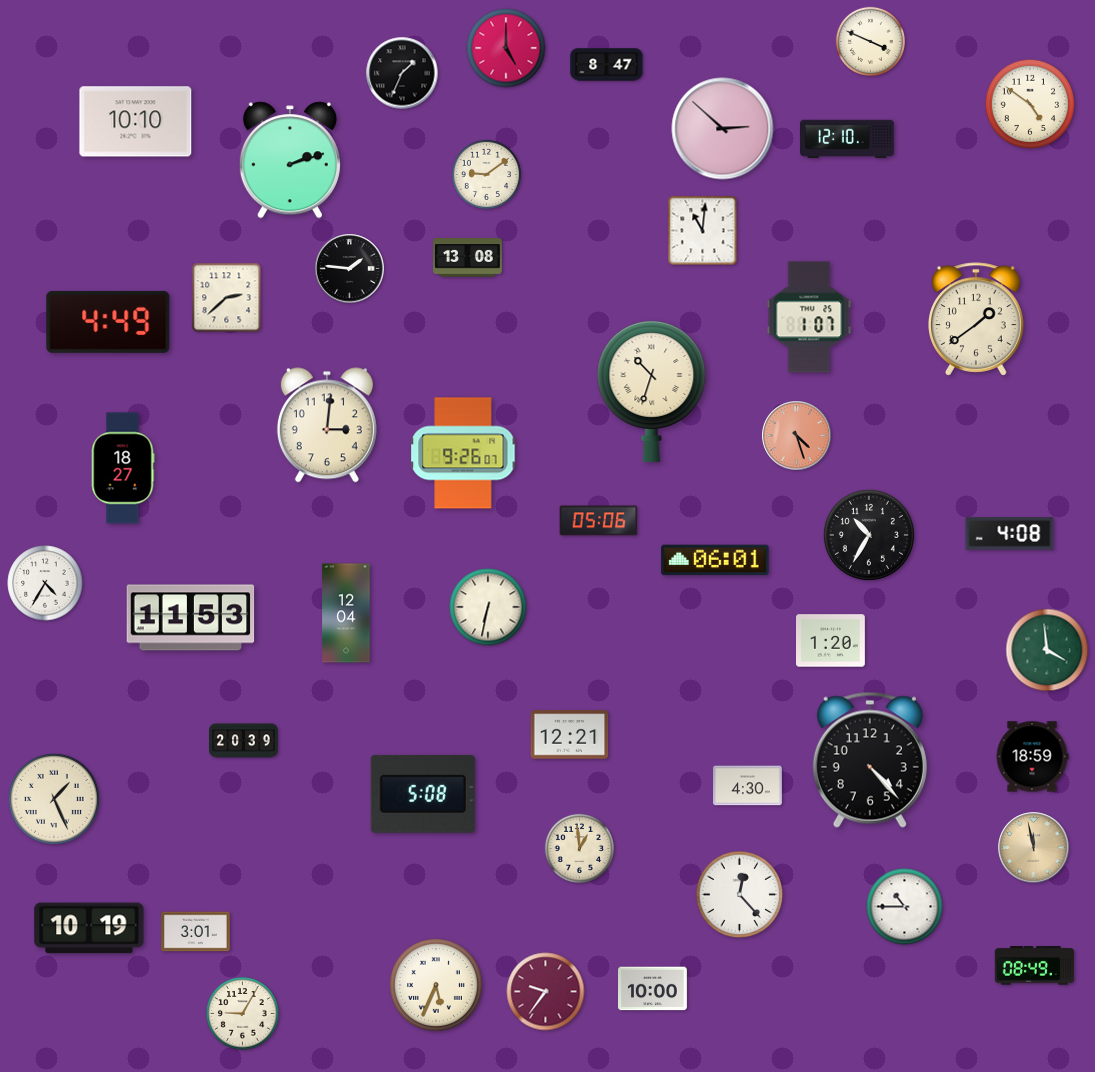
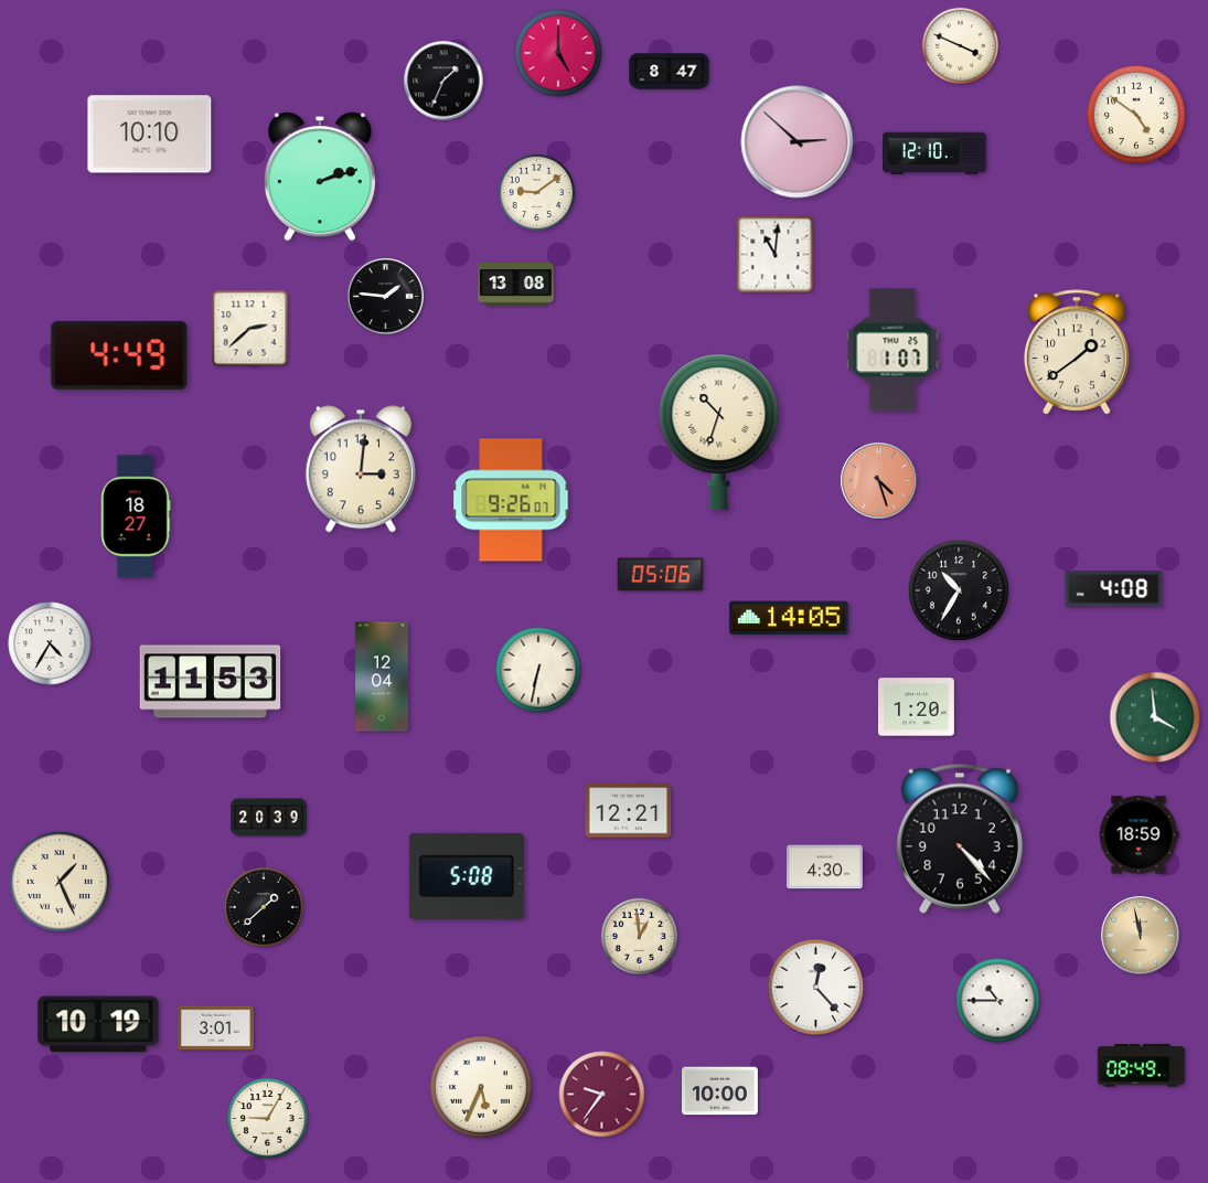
clock at (715, 560): 06:01 -> 14:05
clock at (264, 907): none -> 1:38
